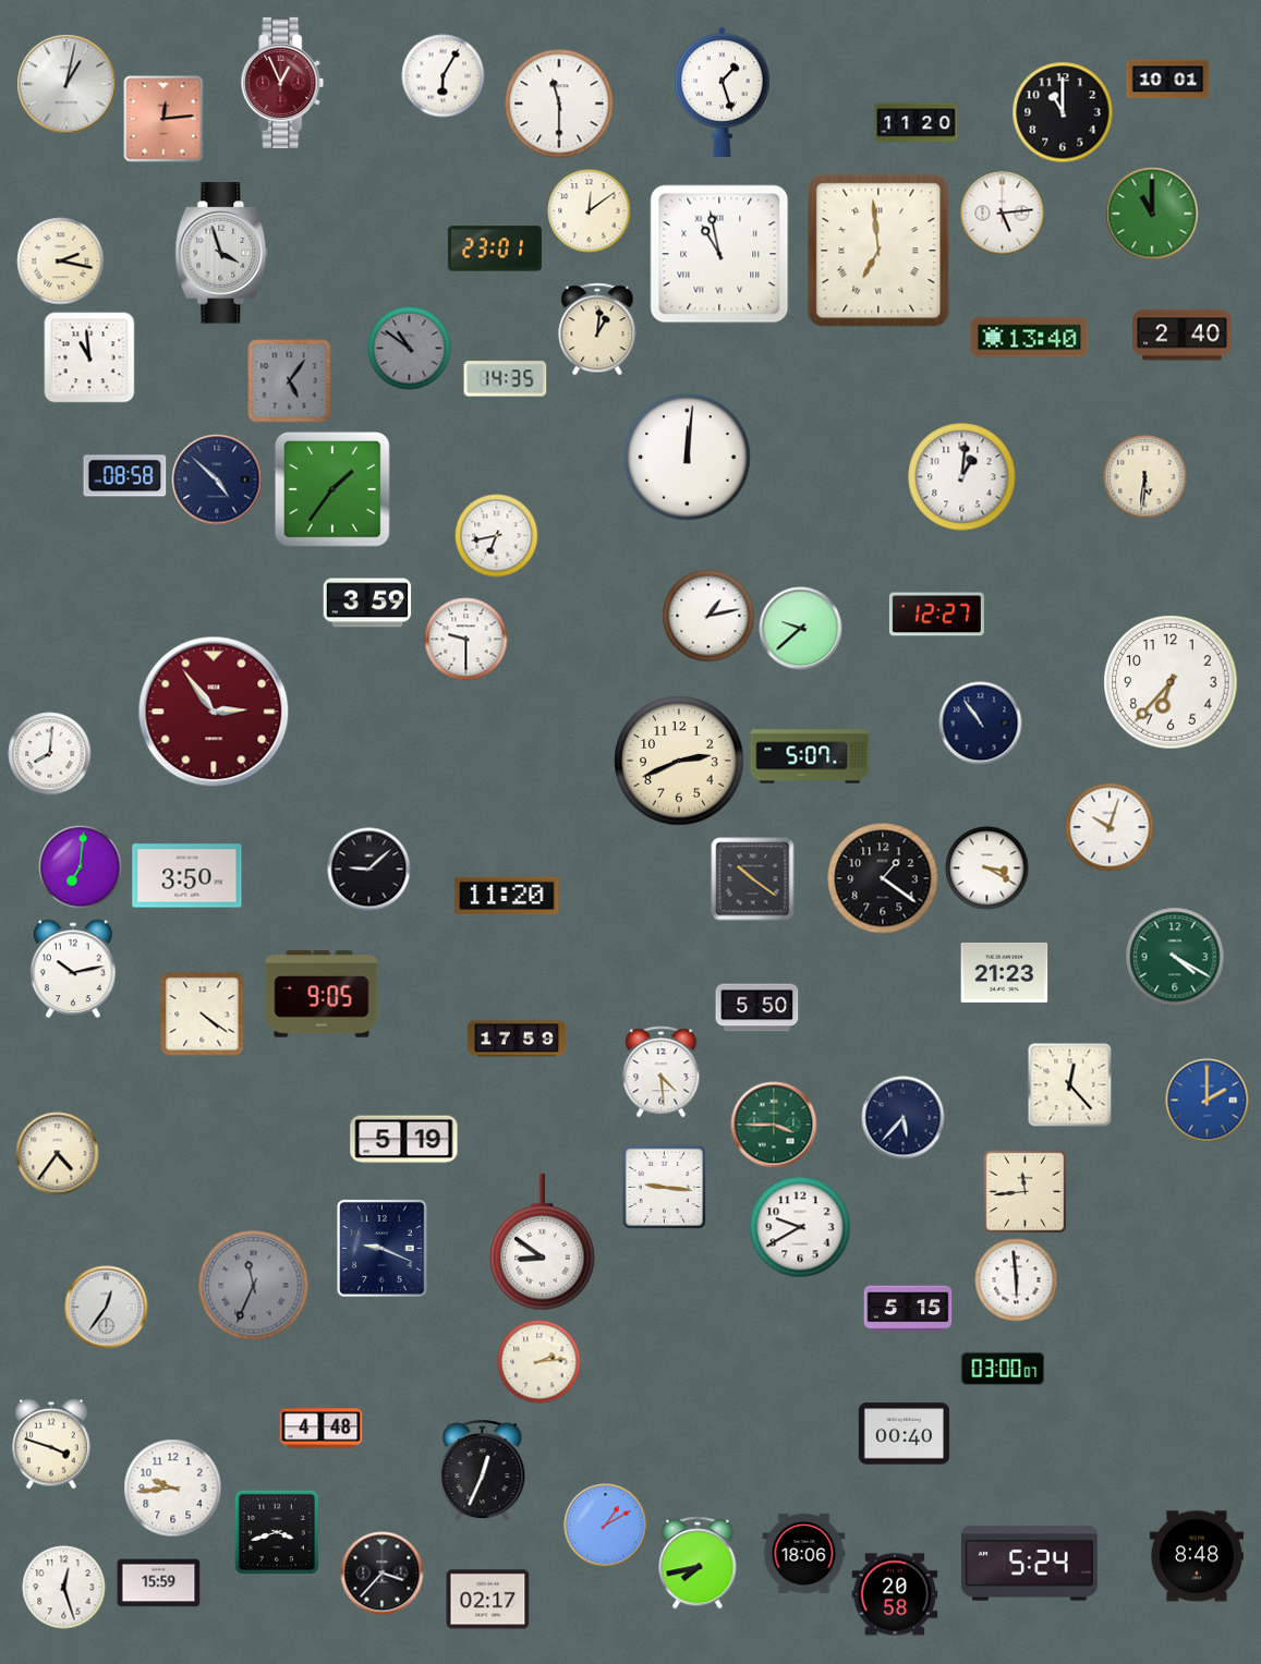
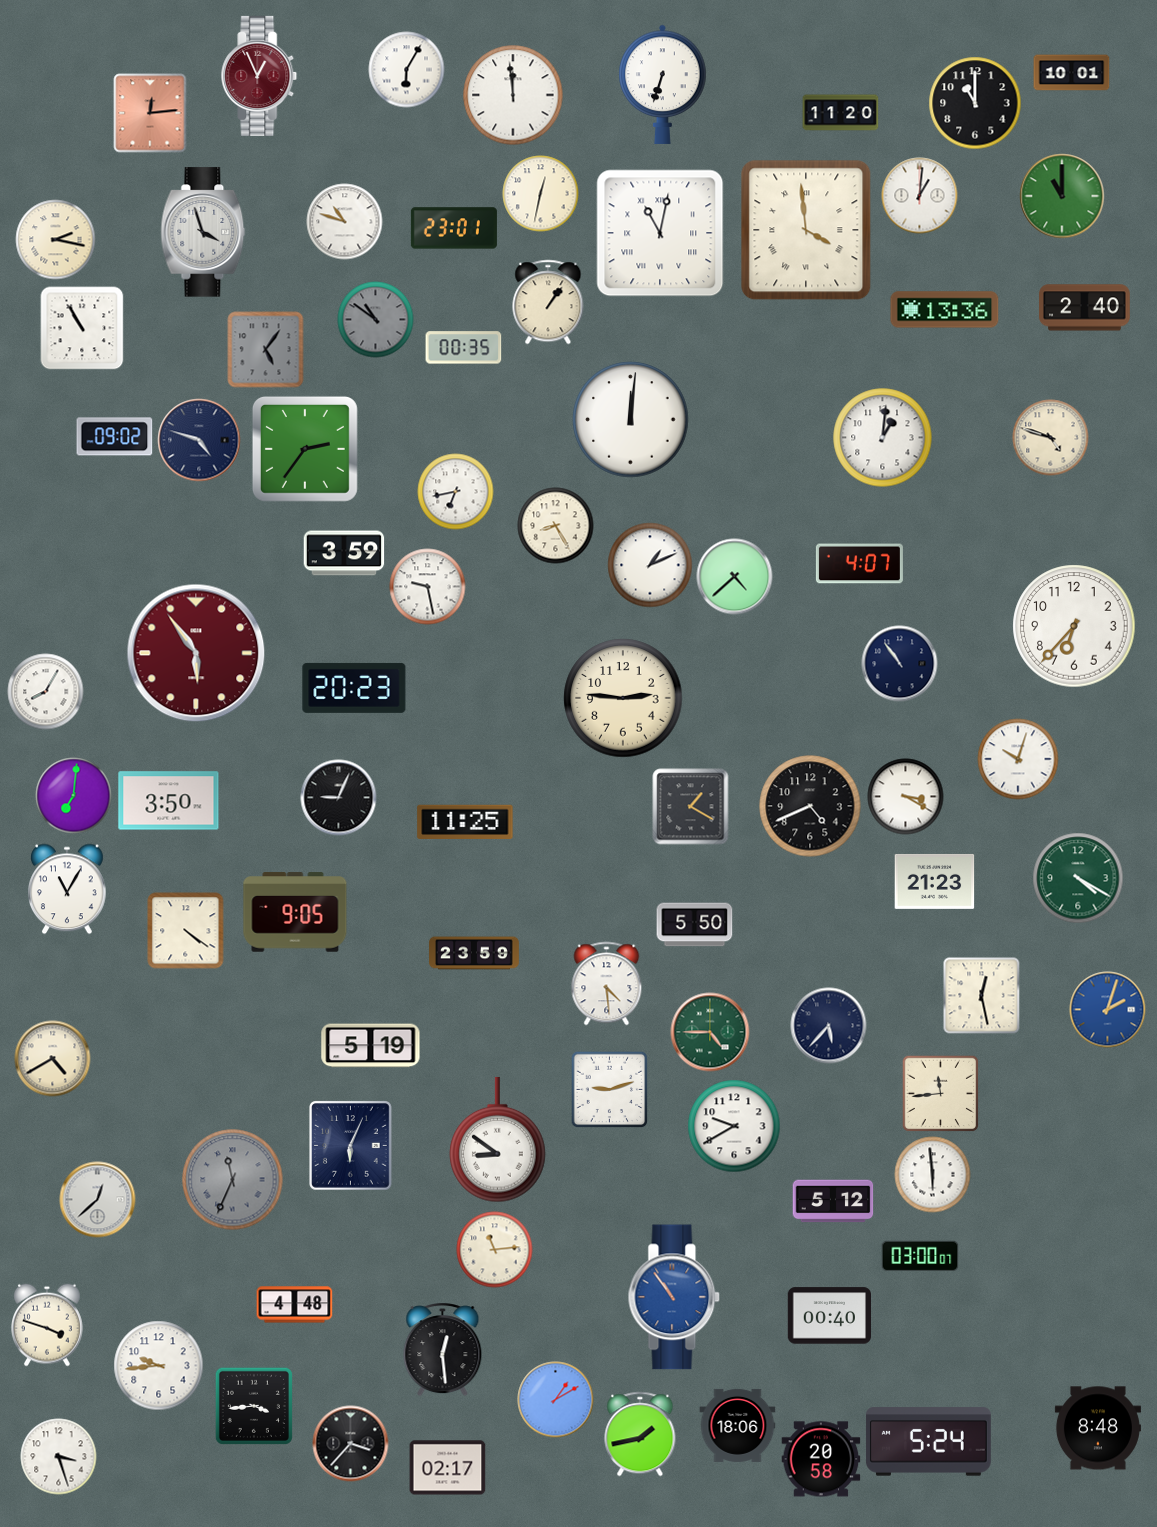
clock at (66, 84): 1:02 -> none
clock at (723, 92): 1:27 -> 6:33
clock at (559, 104): 11:30 -> 11:59
clock at (163, 119) position: (163, 119) -> (150, 113)
clock at (590, 211): 12:09 -> 12:32
clock at (1003, 214): 5:14 -> 1:01
clock at (1152, 214) position: (1152, 214) -> (1062, 196)
clock at (345, 222): none -> 10:48
clock at (878, 251): 6:59 -> 3:59
clock at (719, 254): 10:58 -> 11:02
clock at (597, 329): 1:01 -> 1:06
clock at (1030, 338): 13:40 -> 13:36
clock at (89, 357): 10:59 -> 10:55
clock at (506, 379): 14:35 -> 00:35
clock at (125, 476): 08:58 -> 09:02
clock at (1145, 477): 5:31 -> 4:48
clock at (217, 479): 4:52 -> 4:48
clock at (332, 489): 1:36 -> 2:36
clock at (556, 526): none -> 8:25
clock at (367, 603) position: (367, 603) -> (344, 553)
clock at (936, 615): 12:27 -> 4:07
clock at (708, 616): 1:13 -> 1:11
clock at (801, 629): 9:38 -> 4:38
clock at (466, 640): 9:30 -> 9:28
clock at (214, 712): 2:54 -> 5:54
clock at (354, 688): none -> 20:23
clock at (50, 754): 8:01 -> 8:05
clock at (810, 756): 5:07 -> none
clock at (679, 761): 2:41 -> 2:46
clock at (369, 870): 9:08 -> 9:04
clock at (187, 876) position: (187, 876) -> (169, 801)
clock at (883, 878): 1:21 -> 4:41
clock at (753, 879): 10:21 -> 1:20
clock at (507, 895): 11:20 -> 11:25
clock at (74, 969): 10:13 -> 11:05
clock at (1005, 972) position: (1005, 972) -> (935, 881)
clock at (517, 1039): 17:59 -> 23:59
clock at (1070, 1085): 12:23 -> 12:28
clock at (1208, 1101): 2:00 -> 2:03
clock at (774, 1125): 3:45 -> 4:45
clock at (58, 1154): 4:36 -> 4:40
clock at (664, 1187): 9:16 -> 9:12
clock at (383, 1249): 9:19 -> 6:04
clock at (107, 1308): 12:36 -> 12:38
clock at (908, 1309): 5:15 -> 5:12
clock at (539, 1362): 2:14 -> 11:14
clock at (674, 1297): none -> 10:54
clock at (322, 1429) position: (322, 1429) -> (295, 1305)
clock at (483, 1471): 12:34 -> 12:29
clock at (277, 1532): 3:42 -> 3:44
clock at (698, 1563): 7:43 -> 1:43
clock at (1029, 1564) position: (1029, 1564) -> (928, 1442)
clock at (159, 1583): 15:59 -> none
clock at (64, 1588): 12:27 -> 3:27
clock at (895, 1594) position: (895, 1594) -> (821, 1459)
